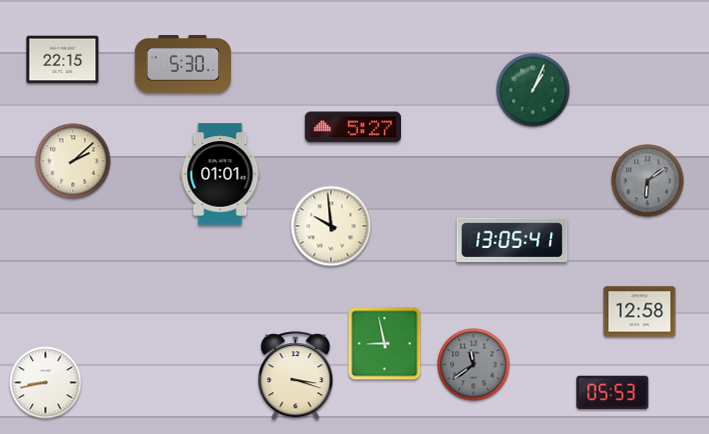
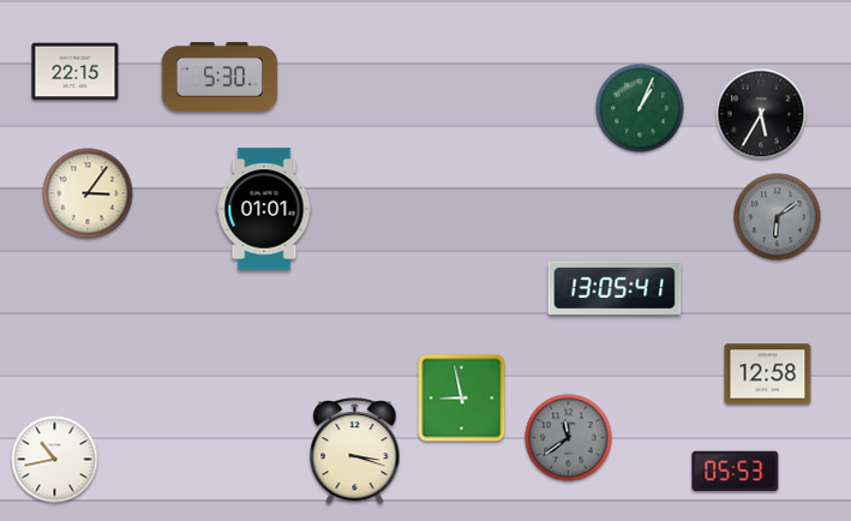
clock at (761, 114): none -> 5:35
clock at (352, 127): 5:27 -> none
clock at (73, 161): 2:08 -> 3:06
clock at (331, 226): 9:59 -> none
clock at (385, 344) position: (385, 344) -> (462, 399)
clock at (46, 383): 8:43 -> 10:43
